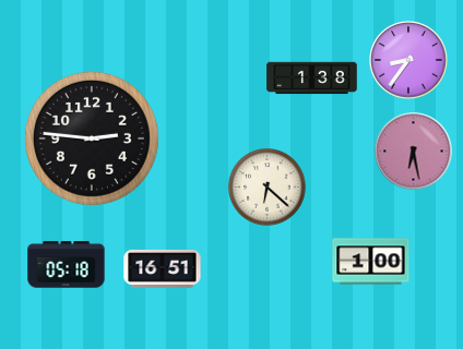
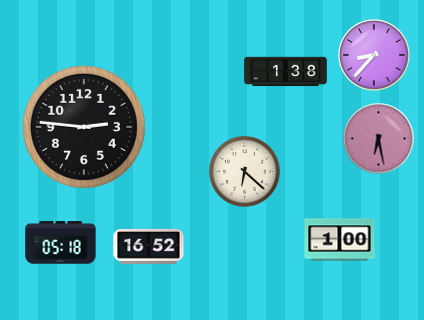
clock at (408, 60): 8:36 -> 8:37
clock at (163, 268): 16:51 -> 16:52
